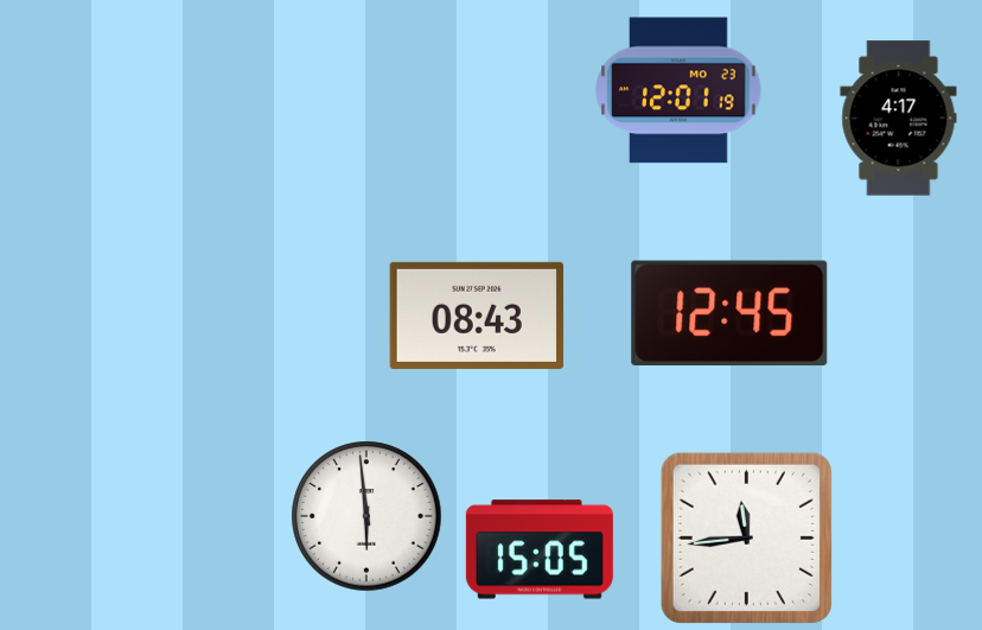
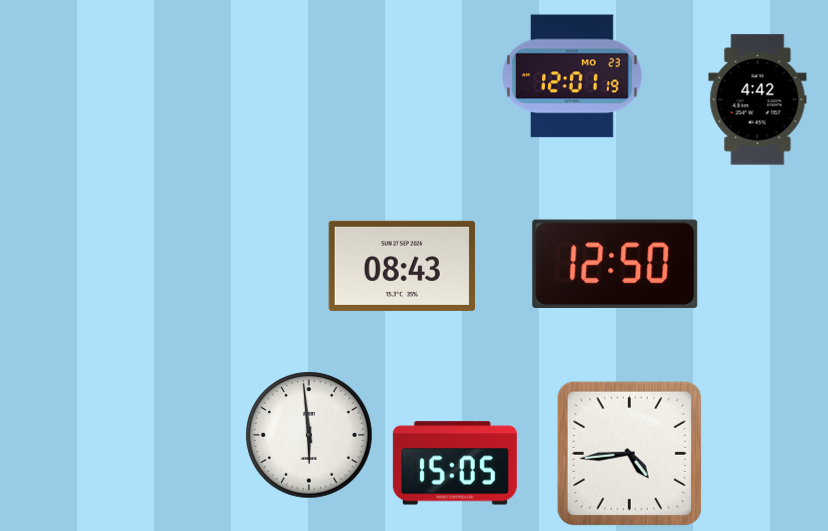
clock at (899, 119): 4:17 -> 4:42
clock at (729, 313): 12:45 -> 12:50
clock at (746, 537): 11:44 -> 4:44
